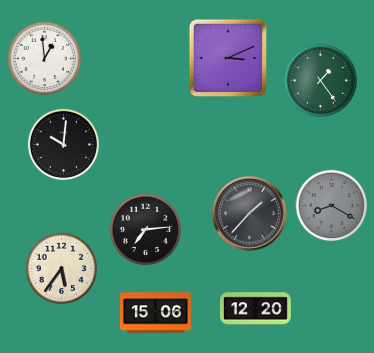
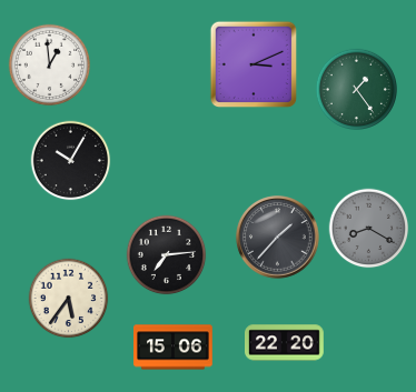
clock at (64, 145): 10:01 -> 10:05
clock at (146, 230) position: (146, 230) -> (167, 255)
clock at (256, 309): 12:20 -> 22:20
